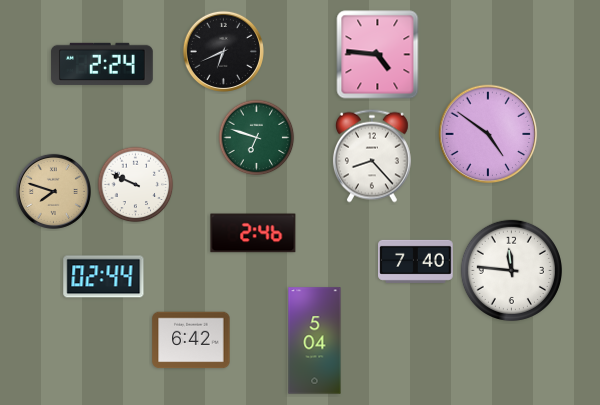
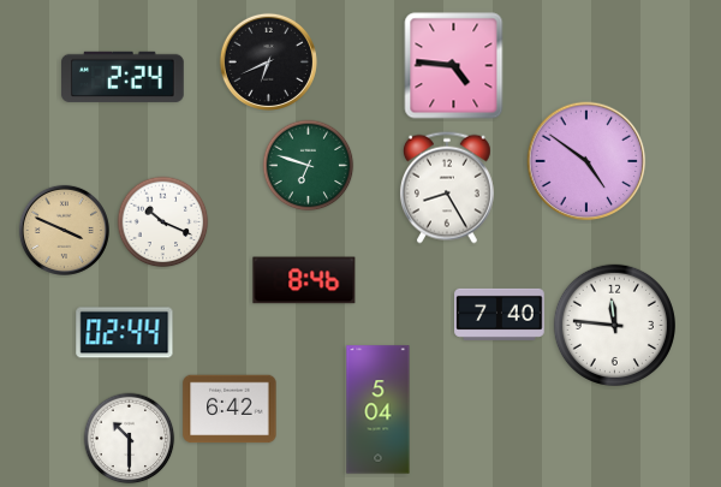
clock at (372, 156): 8:23 -> 8:25
clock at (136, 185): 9:49 -> 10:19
clock at (53, 191): 7:48 -> 3:49
clock at (253, 233): 2:46 -> 8:46
clock at (130, 439): none -> 10:30
